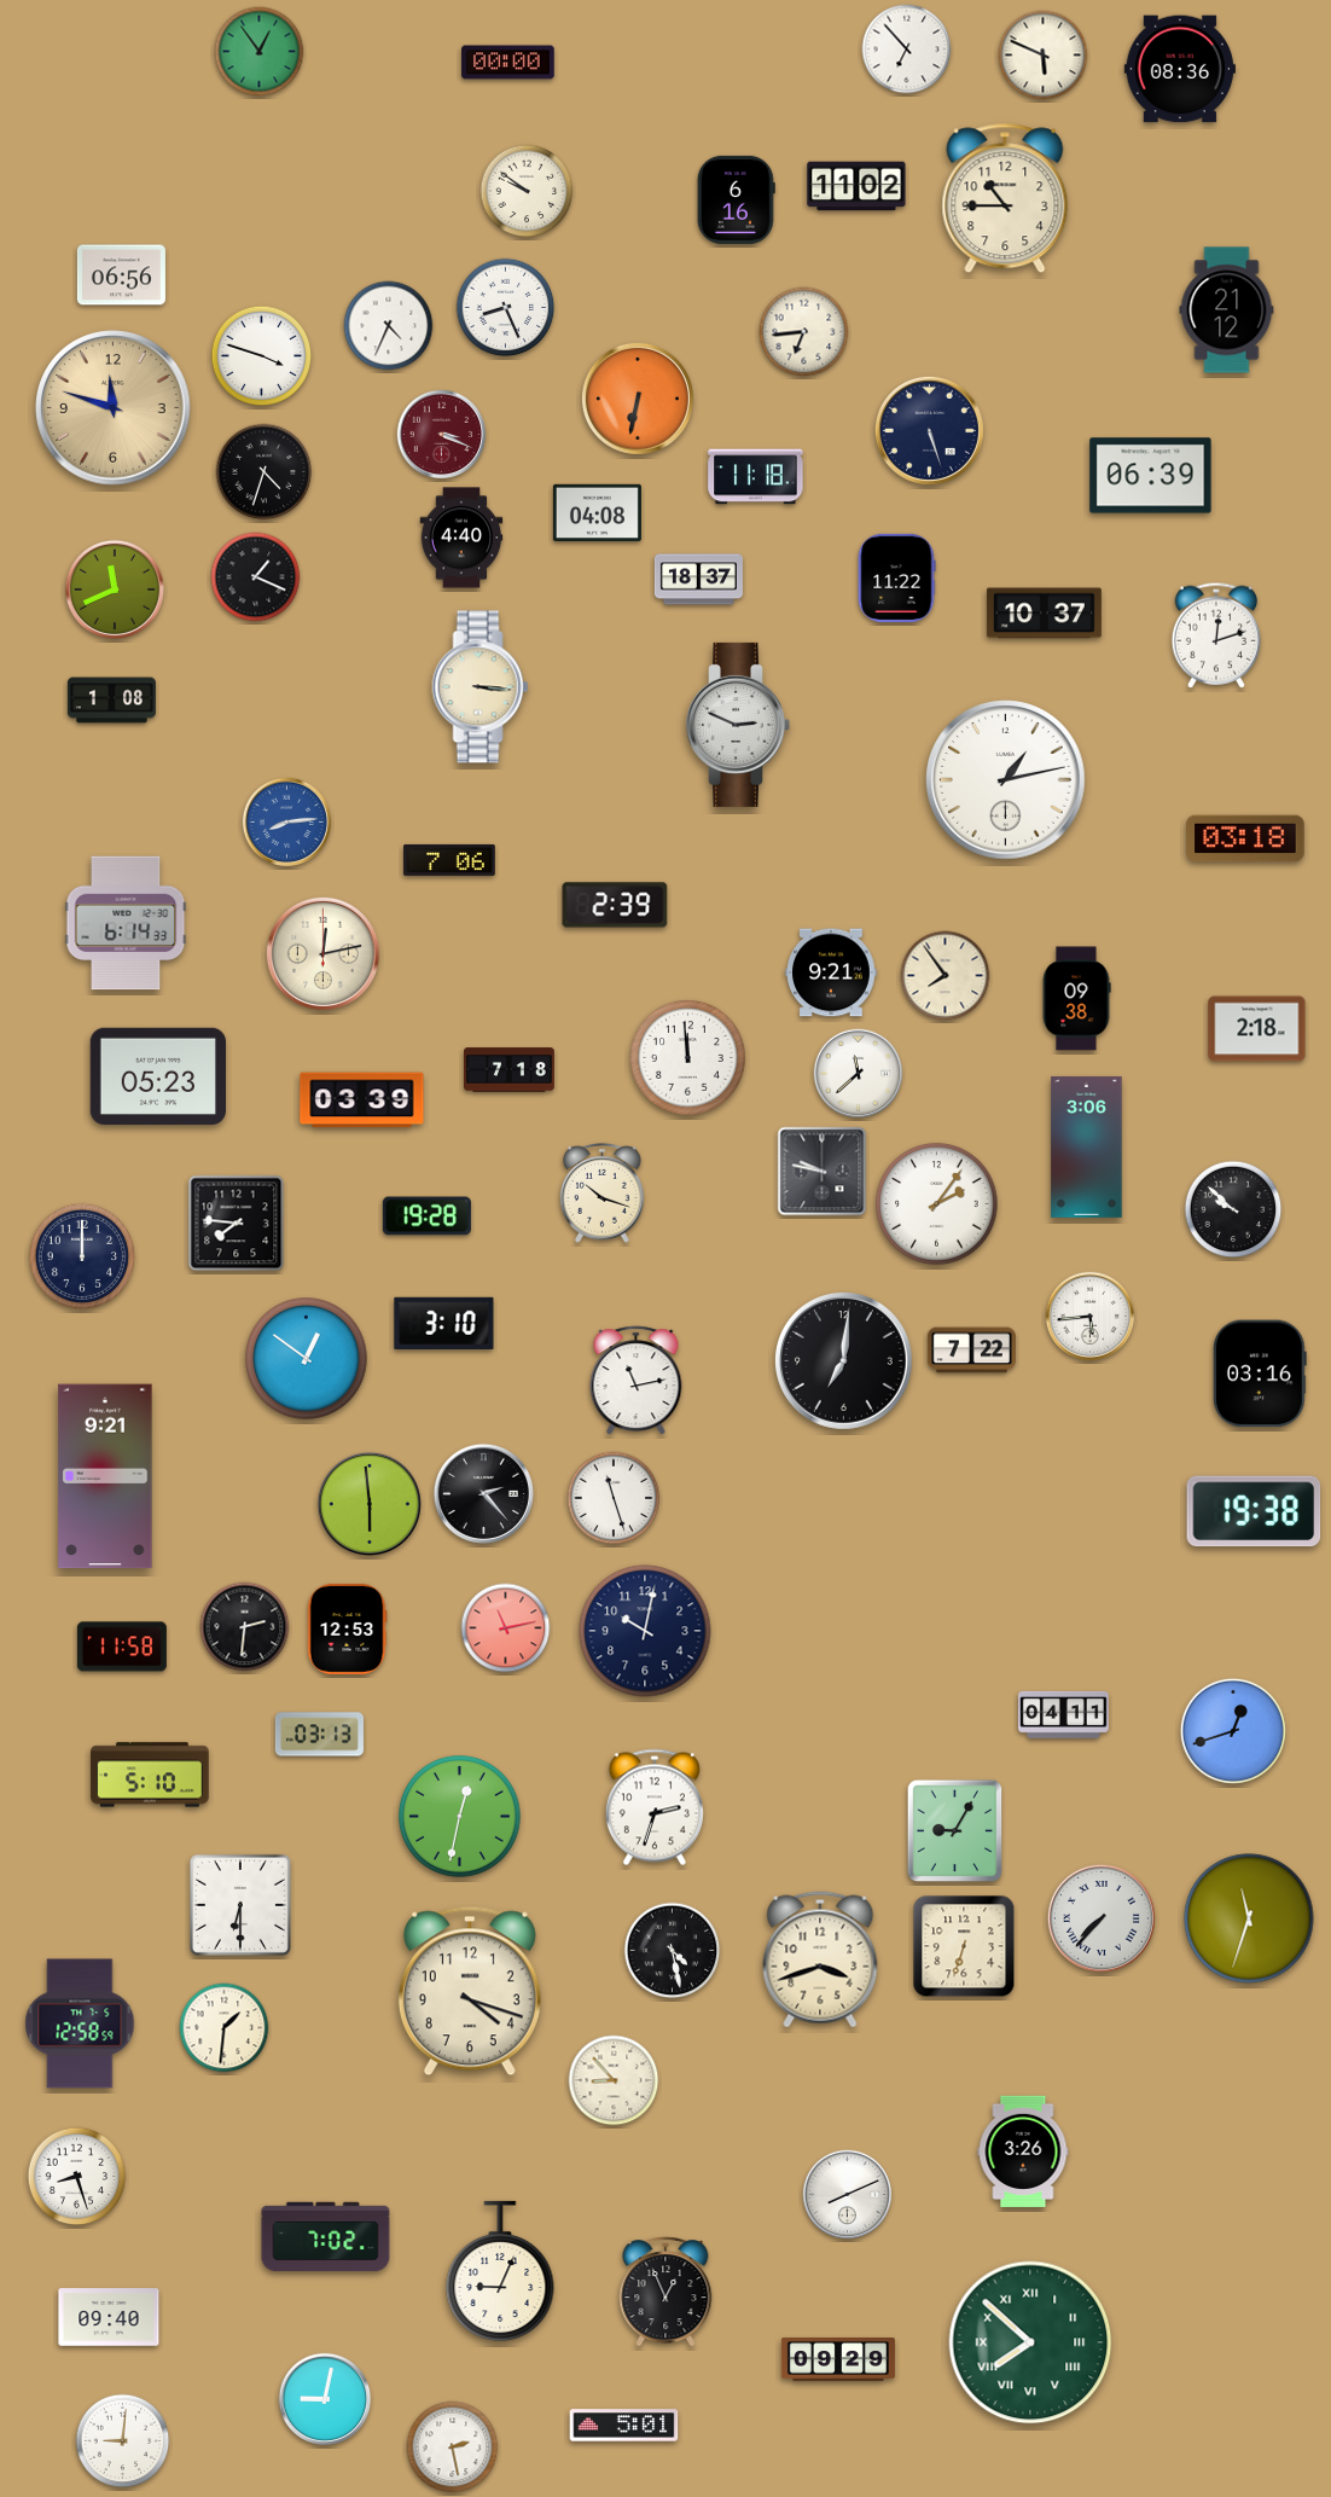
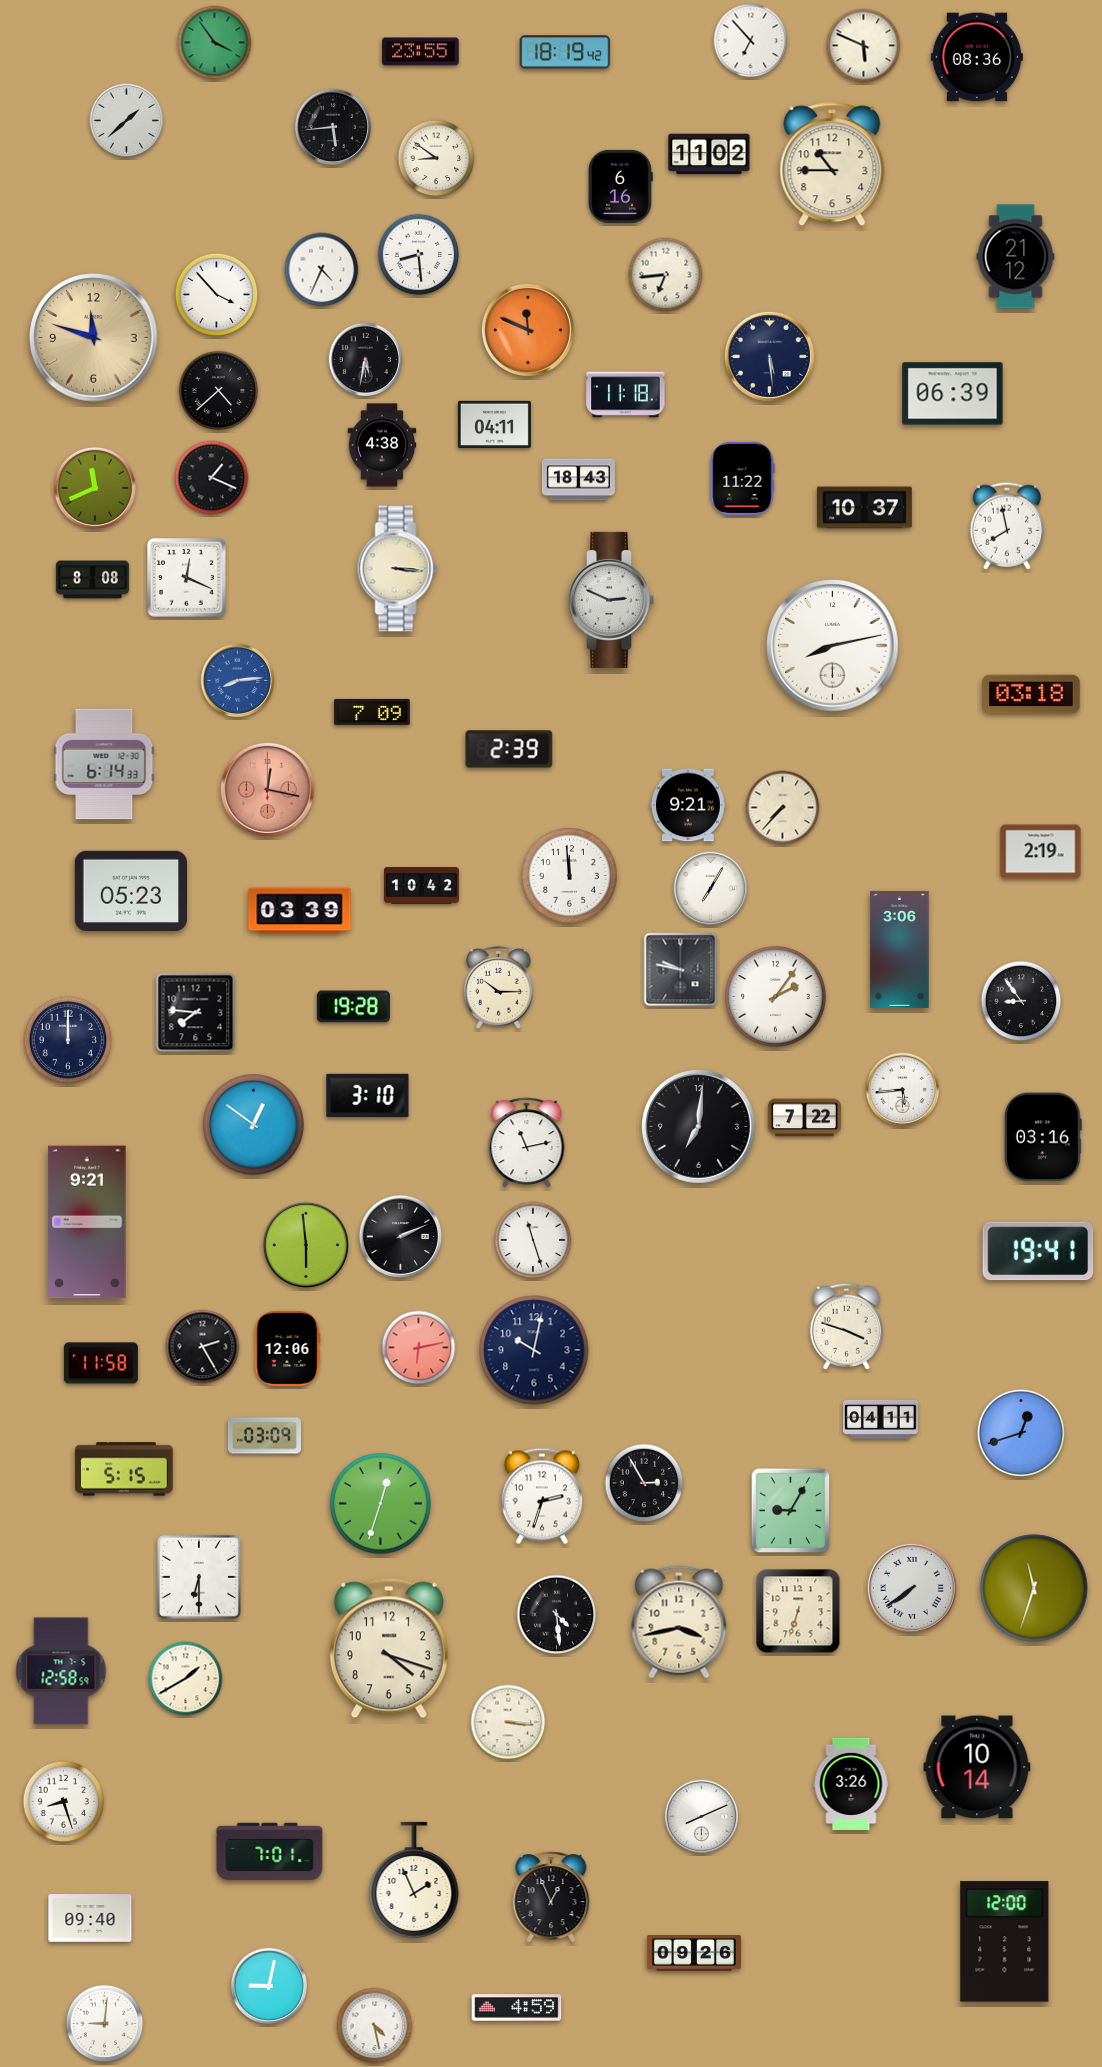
clock at (260, 52): 12:54 -> 3:54
clock at (508, 63): 00:00 -> 23:55
clock at (565, 52): none -> 18:19
clock at (127, 121): none -> 1:38
clock at (332, 126): none -> 5:44
clock at (527, 191): 9:51 -> 8:51
clock at (736, 199) position: (736, 199) -> (620, 186)
clock at (121, 275): 06:56 -> none
clock at (506, 308): 8:26 -> 8:29
clock at (262, 356): 3:48 -> 3:53
clock at (638, 399): 6:32 -> 11:49
clock at (929, 430): 5:27 -> 5:29
clock at (442, 435): 3:19 -> 5:32
clock at (442, 435) dial: burgundy -> black
clock at (265, 472): 4:33 -> 4:38
clock at (597, 512): 04:08 -> 04:11
clock at (461, 538): 4:40 -> 4:38
clock at (698, 580): 18:37 -> 18:43
clock at (1216, 635): 12:12 -> 7:58
clock at (187, 578): none -> 12:19
clock at (111, 701): 1:08 -> 8:08
clock at (1006, 780): 1:13 -> 8:13
clock at (449, 860): 7:06 -> 7:09
clock at (322, 953): 12:13 -> 12:17
clock at (322, 953) dial: cream -> salmon
clock at (946, 976): 7:54 -> 7:37
clock at (1076, 999): 09:38 -> none
clock at (1257, 1029): 2:18 -> 2:19
clock at (510, 1070): 7:18 -> 10:42
clock at (859, 1074): 11:38 -> 7:05
clock at (603, 1194): 10:18 -> 10:15
clock at (1233, 1209): 9:52 -> 8:54
clock at (483, 1493): 2:23 -> 2:11
clock at (614, 1498) position: (614, 1498) -> (533, 1240)
clock at (1254, 1511): 19:38 -> 19:41
clock at (846, 1326): none -> 3:48
clock at (245, 1627): 2:31 -> 2:25
clock at (347, 1628): 12:53 -> 12:06
clock at (506, 1628): 11:13 -> 6:13
clock at (319, 1735): 03:13 -> 03:09
clock at (150, 1775): 5:10 -> 5:15
clock at (644, 1483): none -> 2:55
clock at (460, 1817): 12:32 -> 12:33
clock at (955, 1831) position: (955, 1831) -> (791, 1511)
clock at (1102, 1918): 7:37 -> 7:39
clock at (673, 1951): 4:28 -> 4:29
clock at (820, 1959): 3:42 -> 3:43
clock at (80, 2023) position: (80, 2023) -> (61, 1671)
clock at (225, 2028): 1:31 -> 1:40
clock at (614, 2080): 8:53 -> 3:16
clock at (977, 1767): none -> 10:14
clock at (1023, 2150) position: (1023, 2150) -> (851, 1783)
clock at (326, 2237): 7:02 -> 7:01
clock at (500, 2271): 9:04 -> 1:56
clock at (1030, 2342): 7:52 -> none
clock at (1005, 1942): none -> 12:00
clock at (838, 2359): 09:29 -> 09:26
clock at (624, 2426): 5:01 -> 4:59
clock at (123, 2441) position: (123, 2441) -> (105, 2024)
clock at (453, 2447): 2:28 -> 4:28
